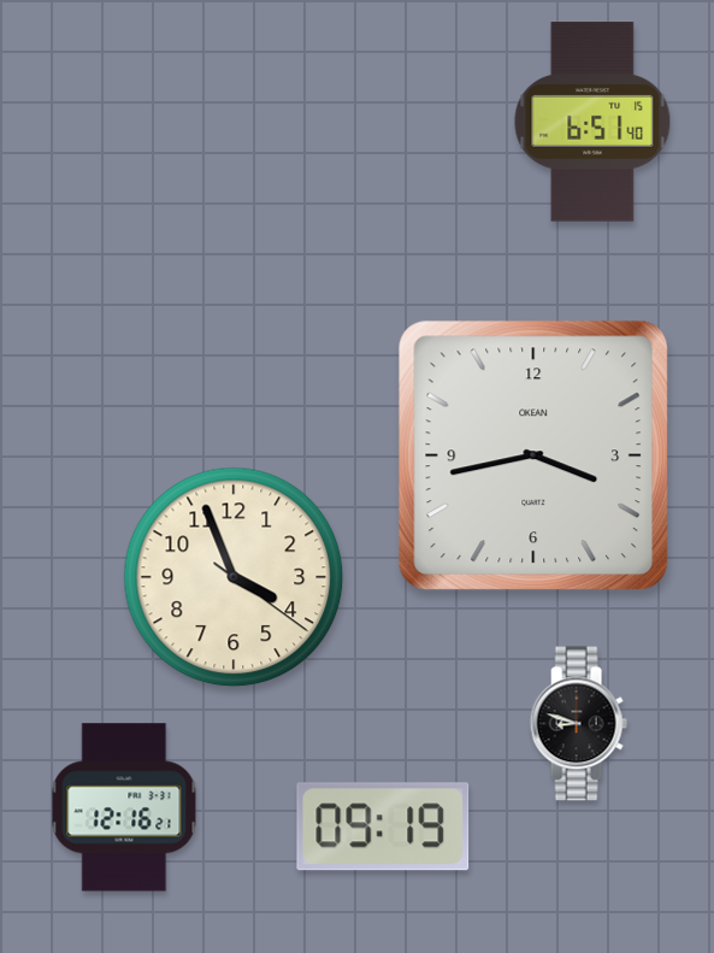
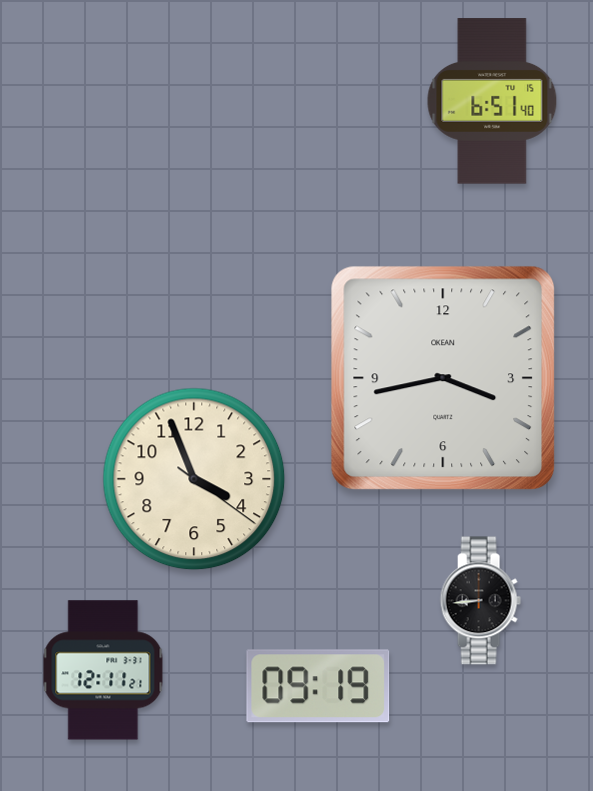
clock at (578, 724): 8:48 -> 8:44
clock at (124, 807): 12:16 -> 12:11
